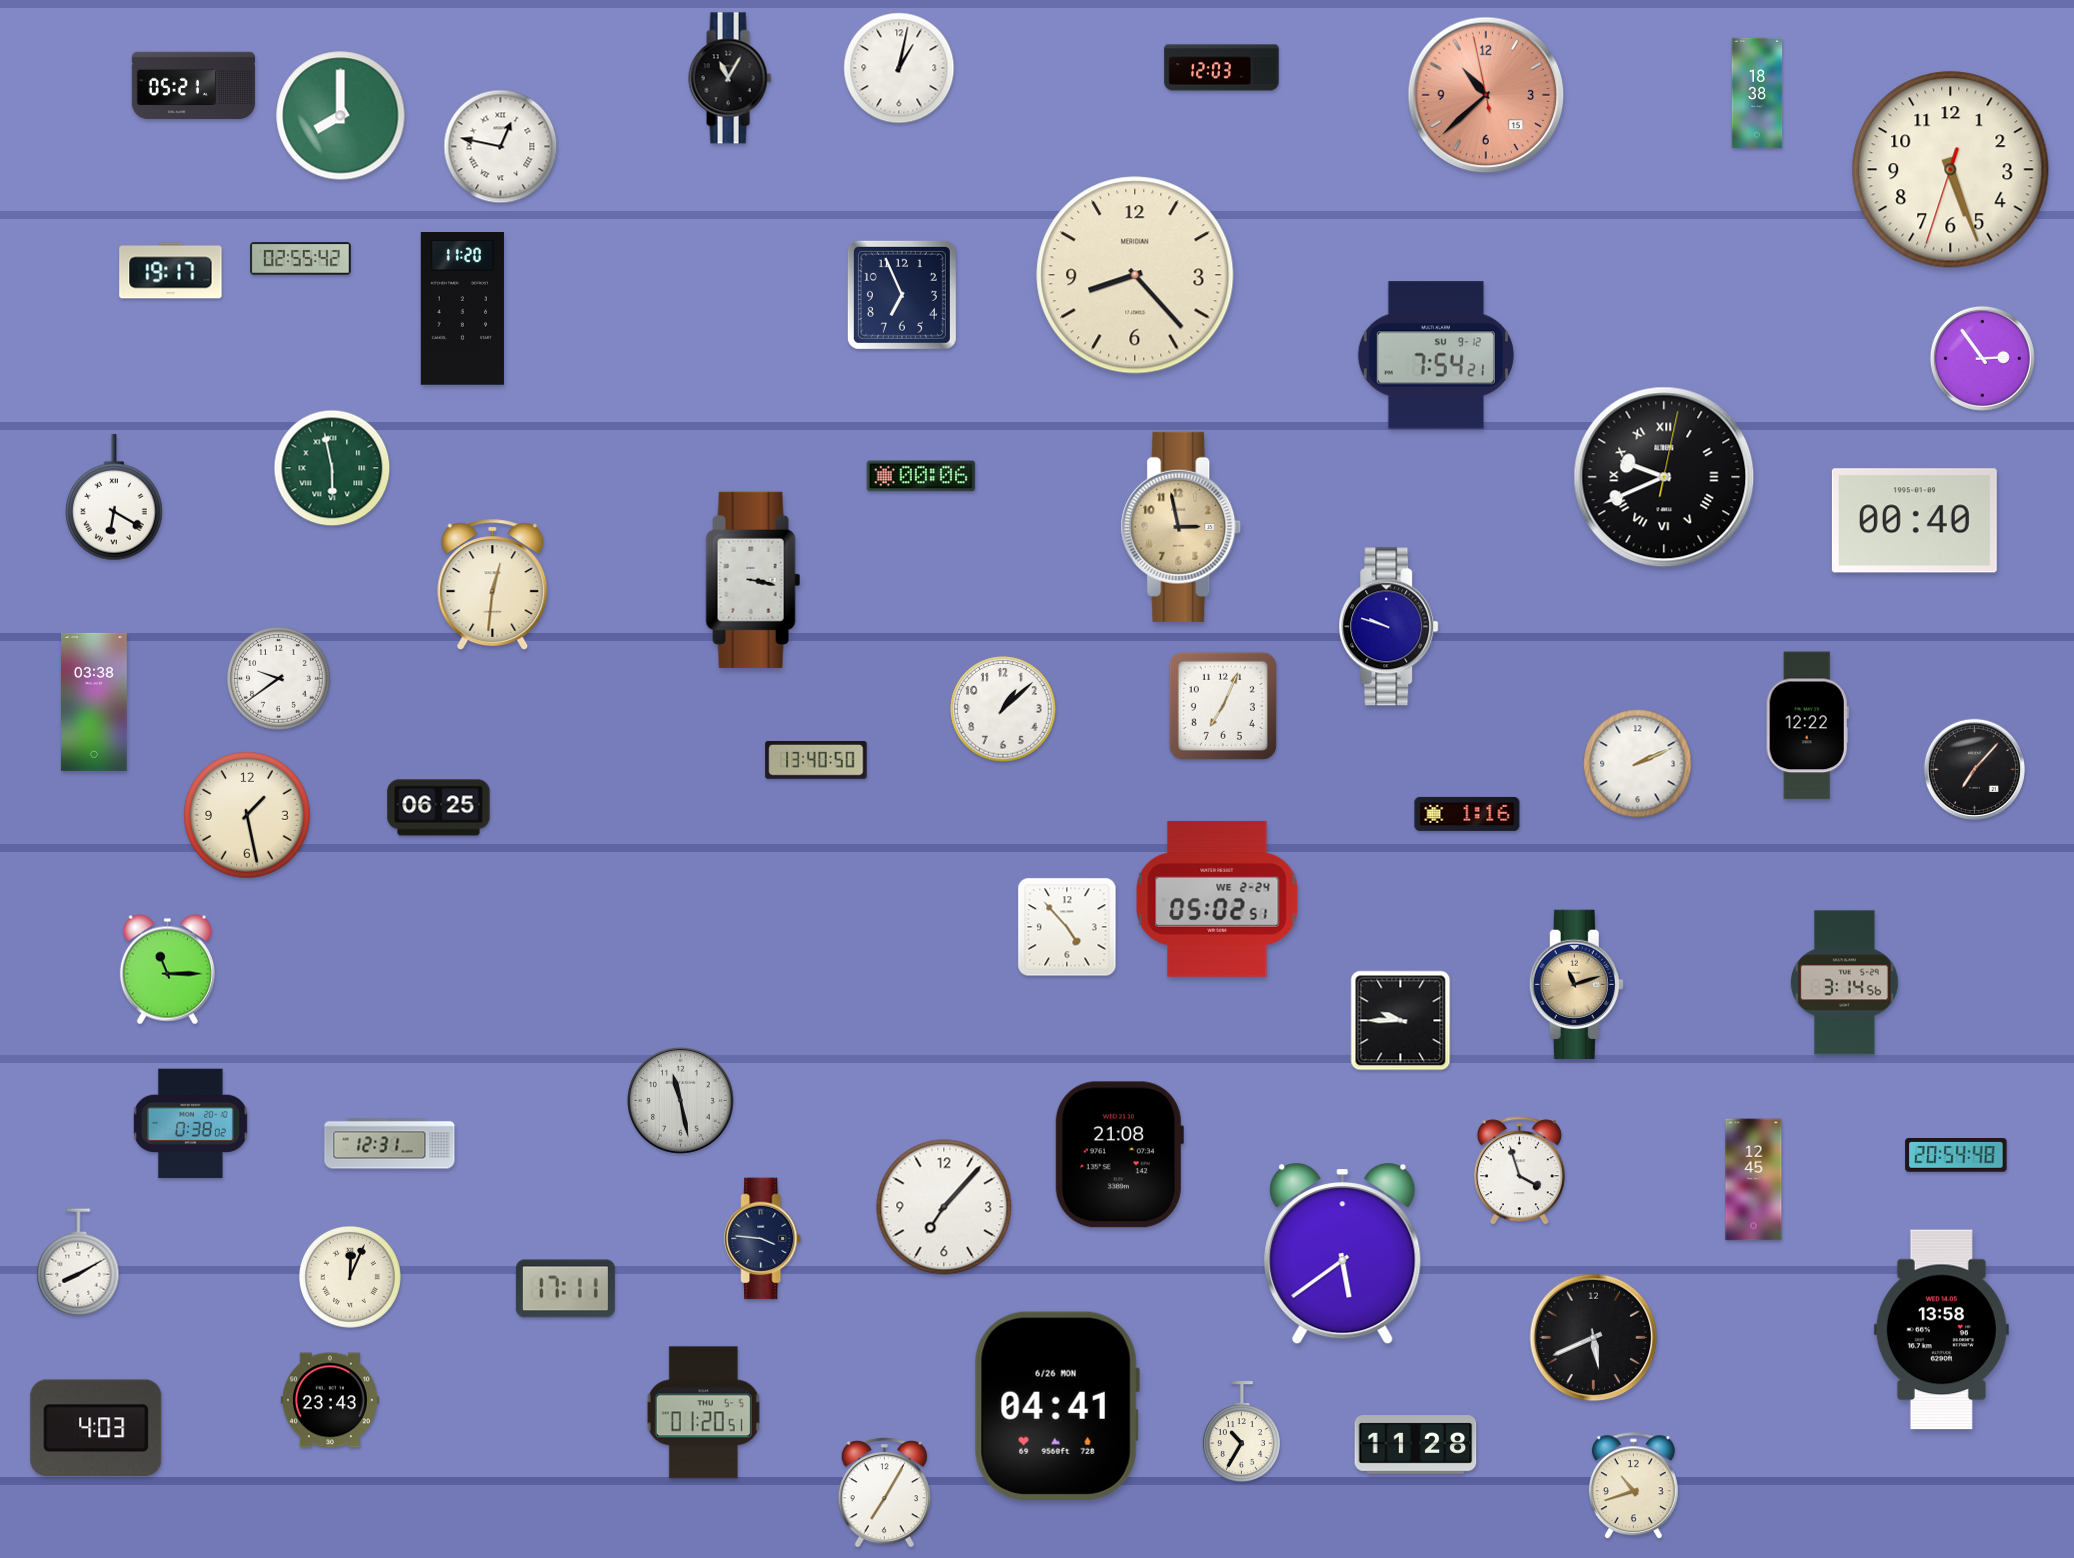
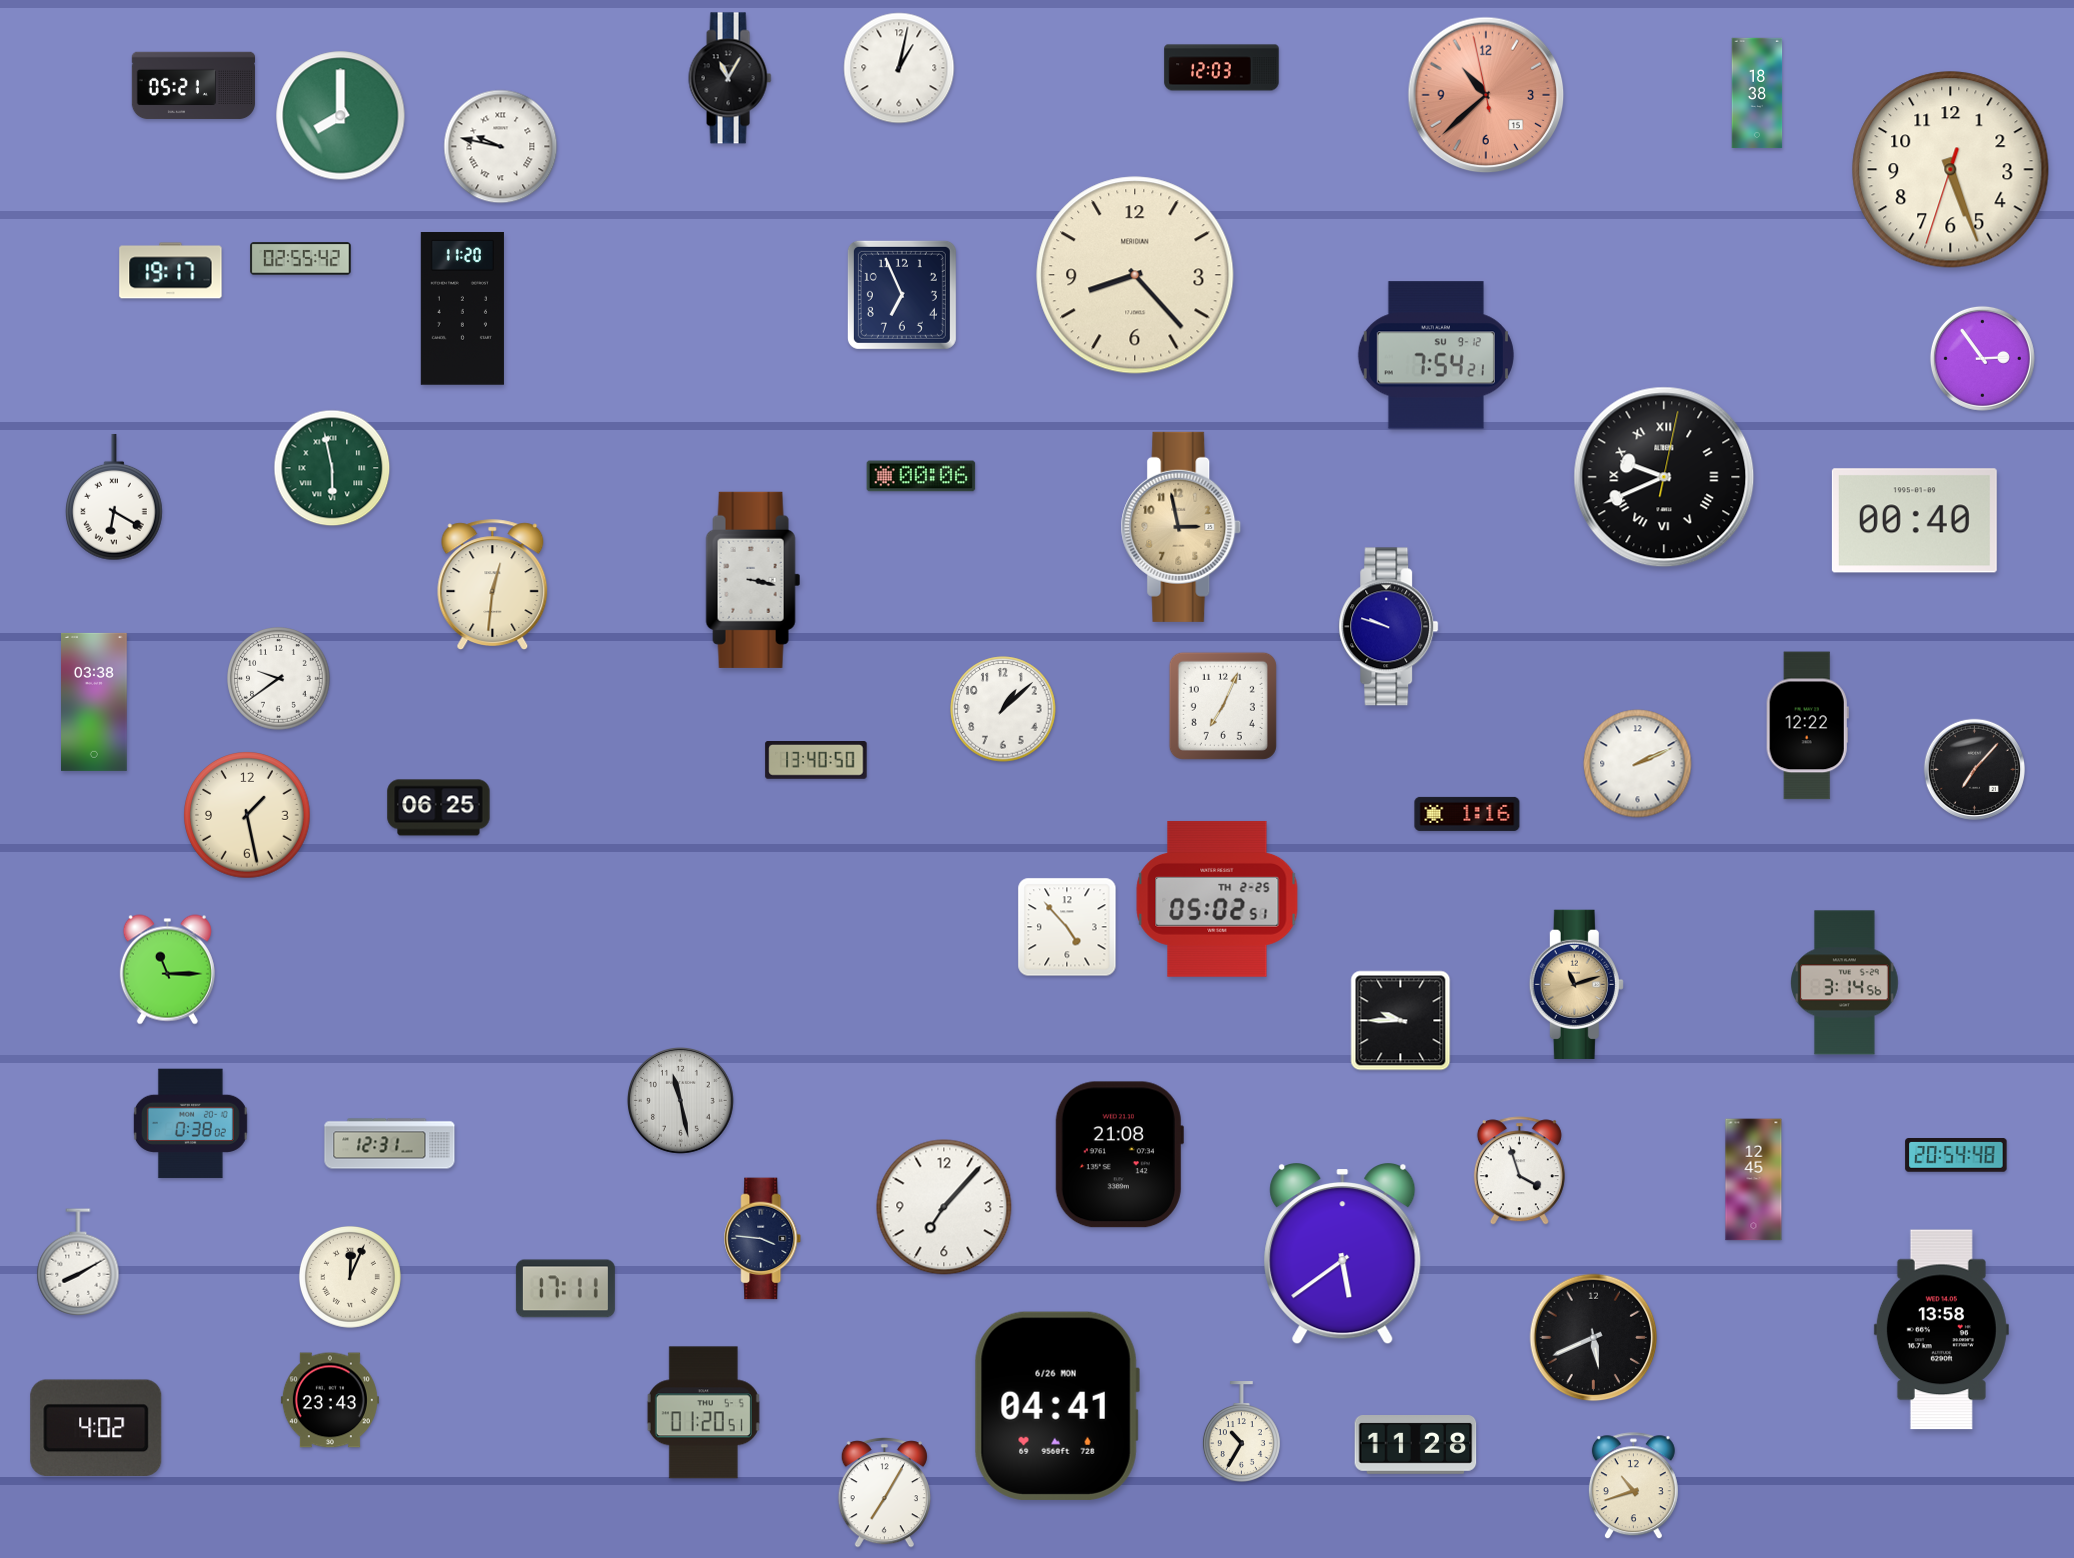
clock at (501, 147): 12:47 -> 9:47
clock at (1217, 899) date: WE 2-24 -> TH 2-25
clock at (96, 1427): 4:03 -> 4:02
